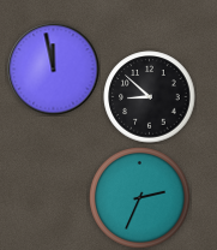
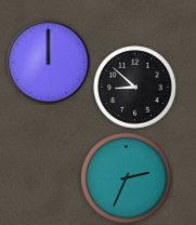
clock at (54, 70): 11:58 -> 12:00
